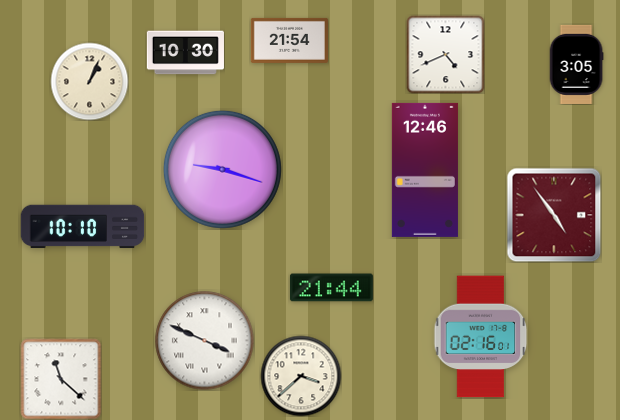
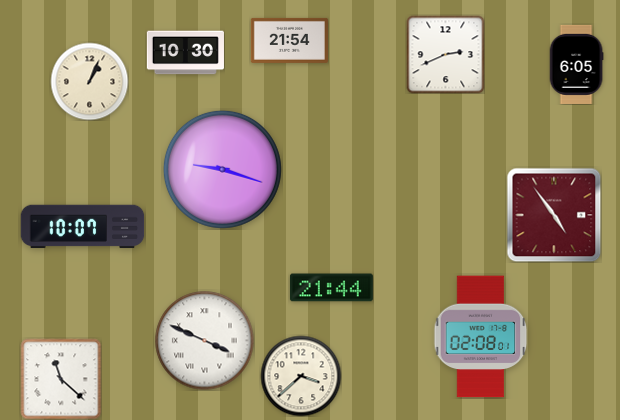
clock at (445, 54): 4:41 -> 2:41
clock at (576, 64): 3:05 -> 6:05
clock at (425, 170): 12:46 -> none
clock at (83, 227): 10:10 -> 10:07
clock at (481, 337): 02:16 -> 02:08
